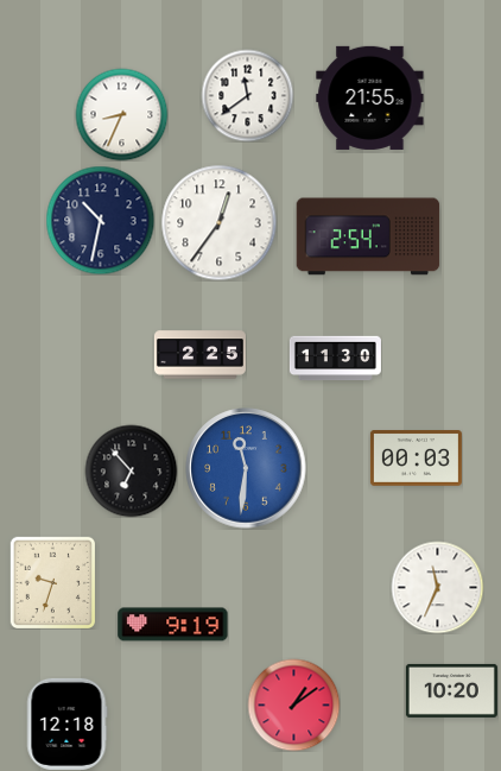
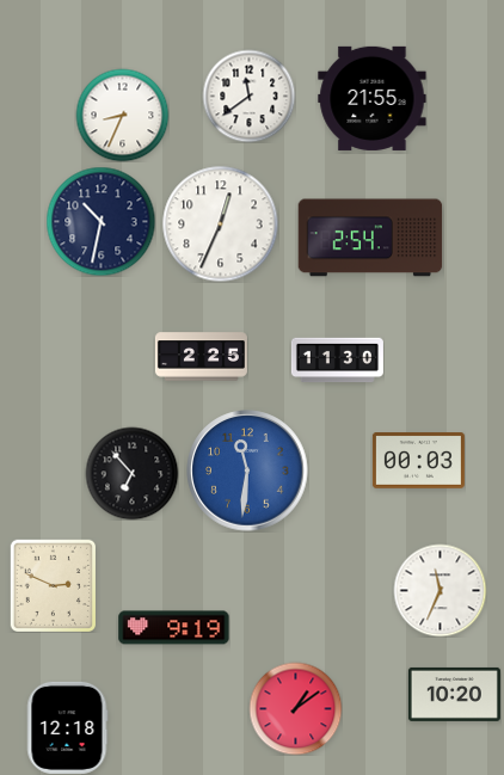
clock at (218, 222): 12:36 -> 12:34
clock at (52, 582): 9:33 -> 2:49
